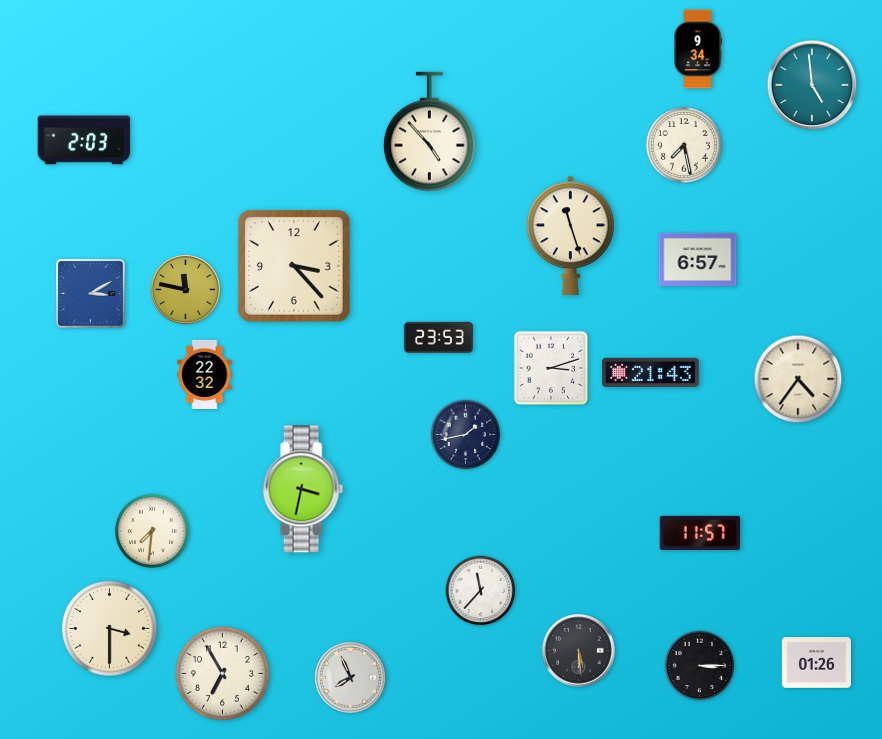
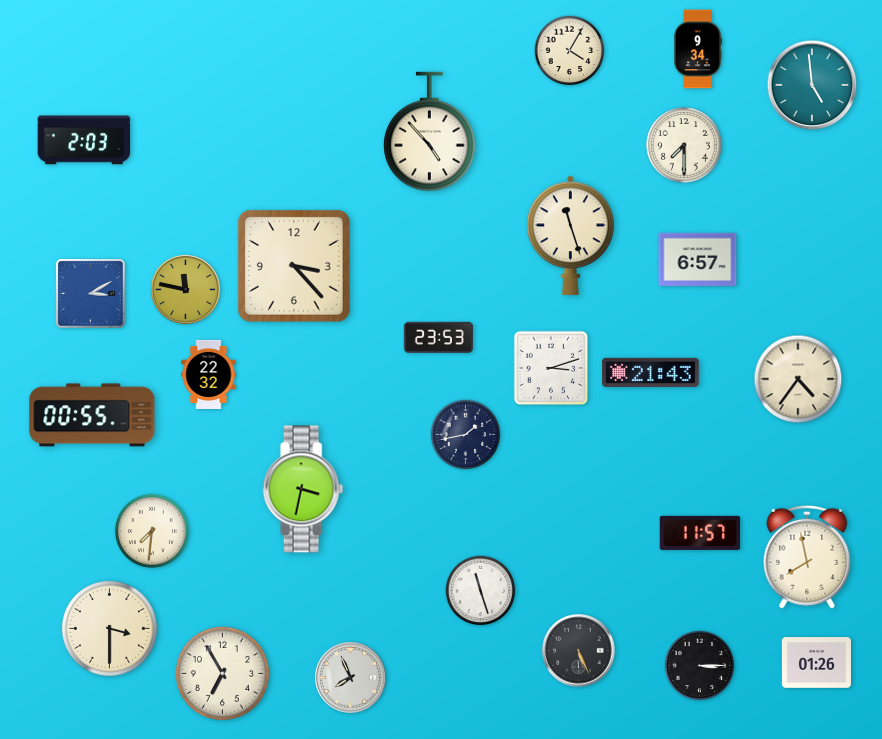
clock at (570, 51): none -> 4:05
clock at (684, 145): 7:28 -> 7:30
clock at (205, 374) position: (205, 374) -> (209, 374)
clock at (92, 415): none -> 00:55
clock at (807, 557): none -> 7:58
clock at (481, 591): 11:37 -> 11:27
clock at (579, 651): 5:29 -> 5:26
